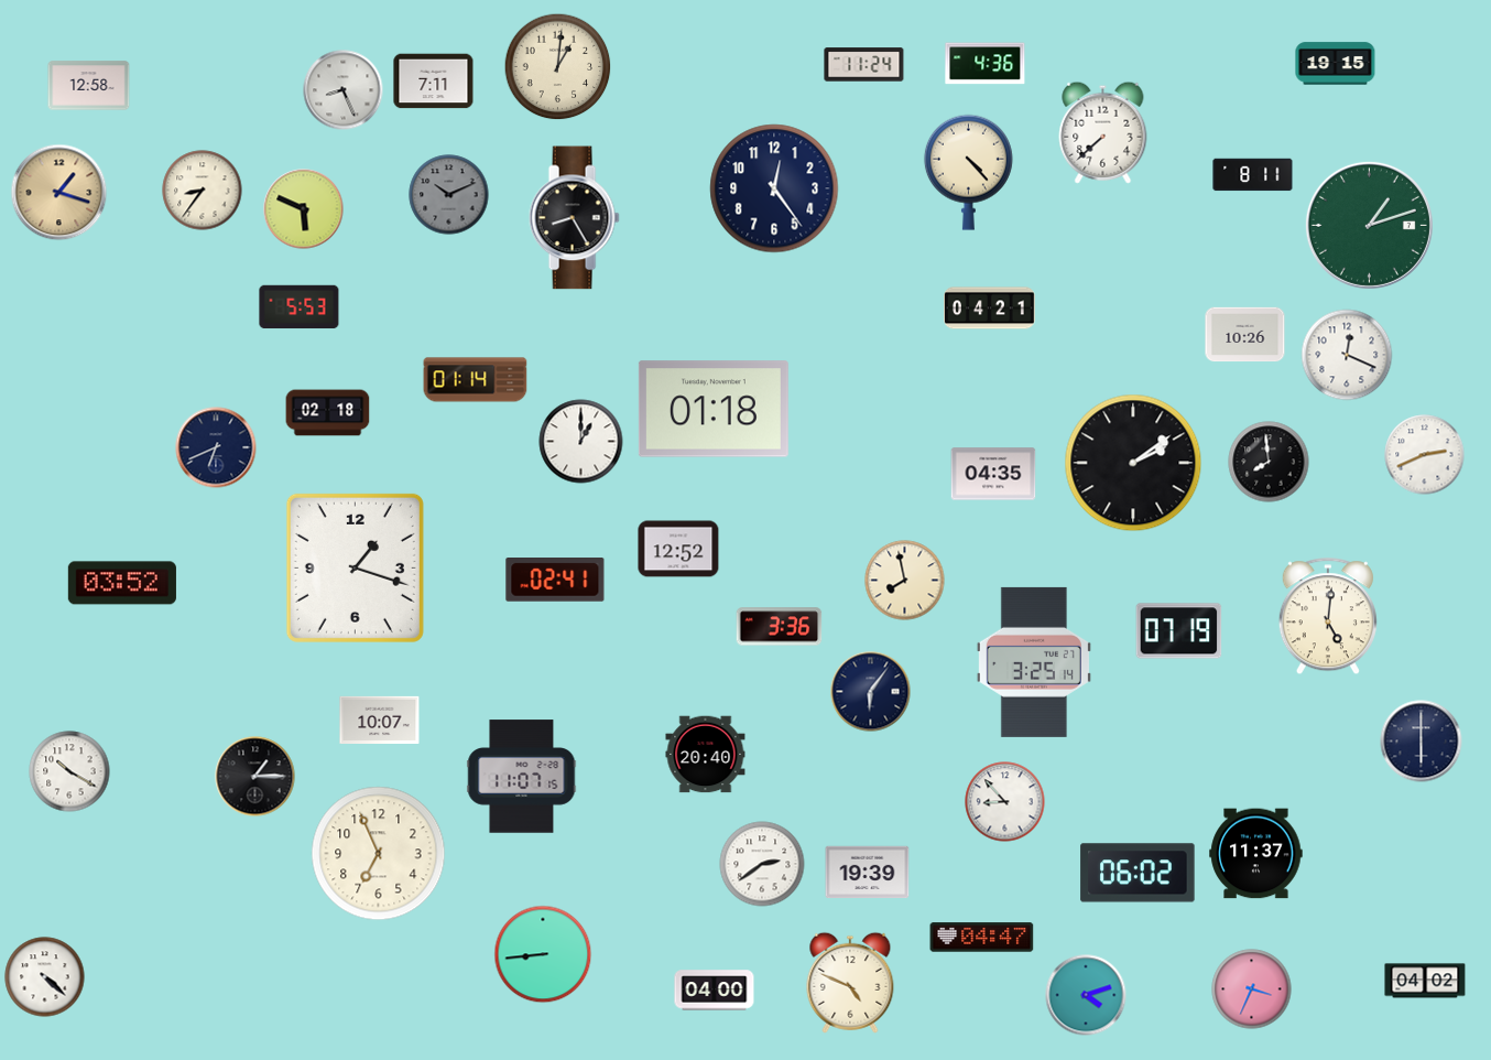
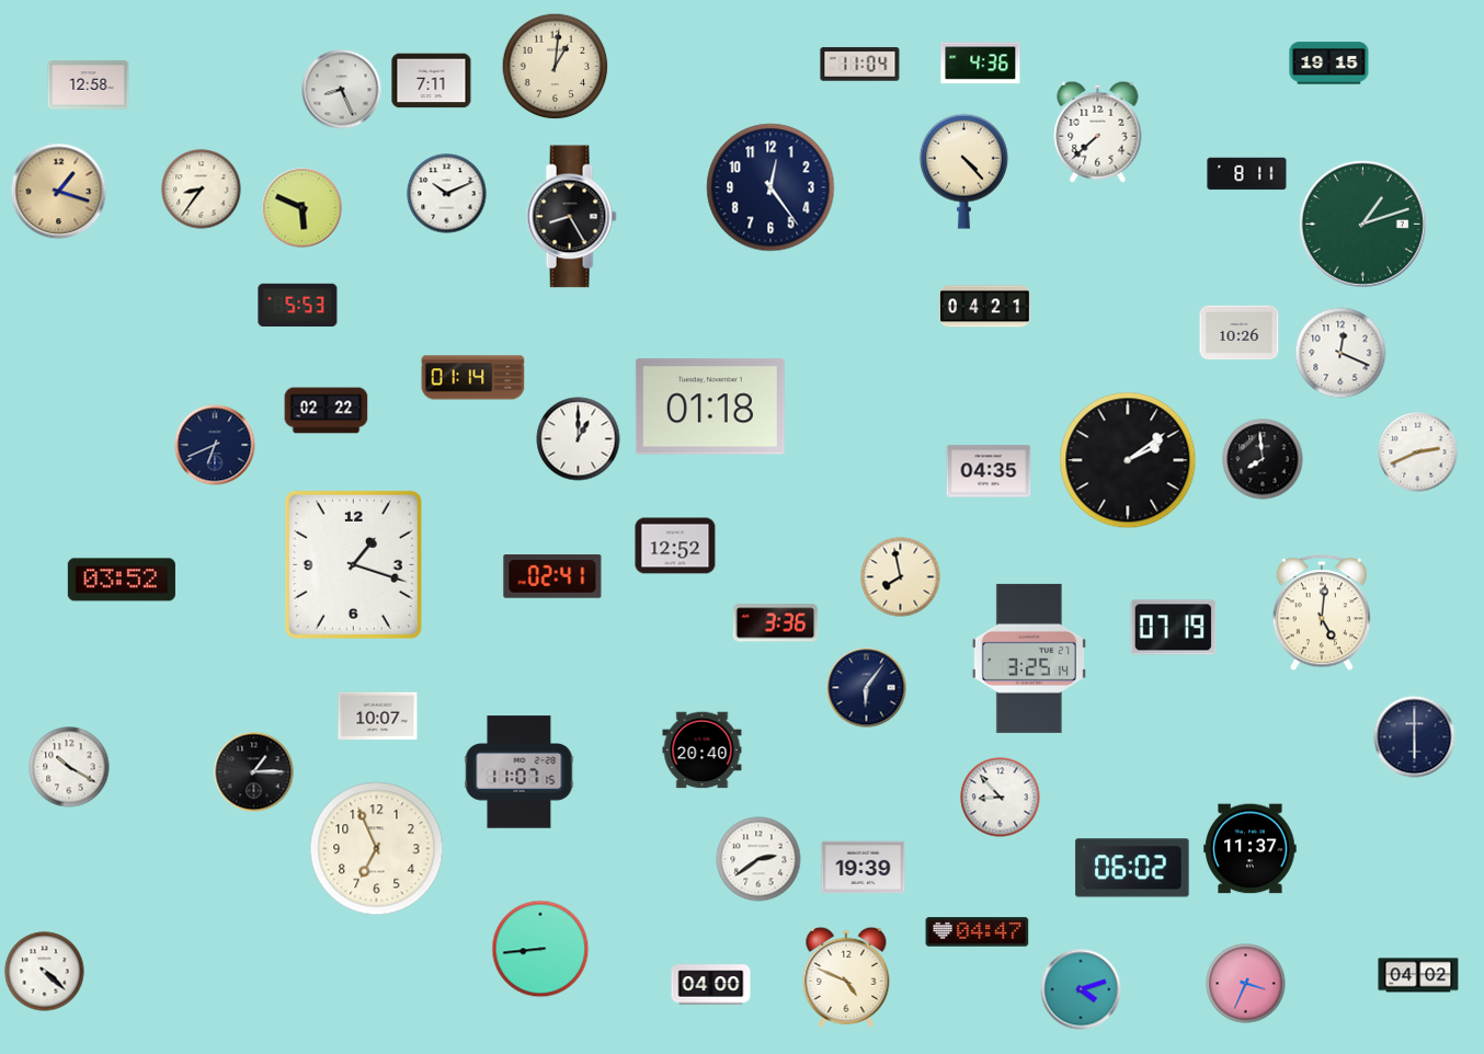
clock at (864, 65): 11:24 -> 11:04
clock at (449, 195) dial: grey -> white
clock at (328, 413): 02:18 -> 02:22
